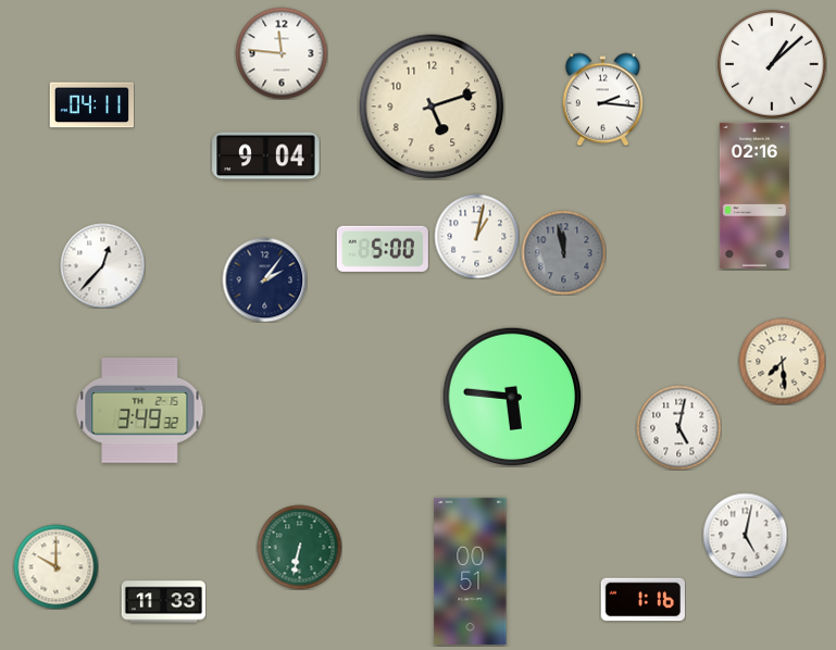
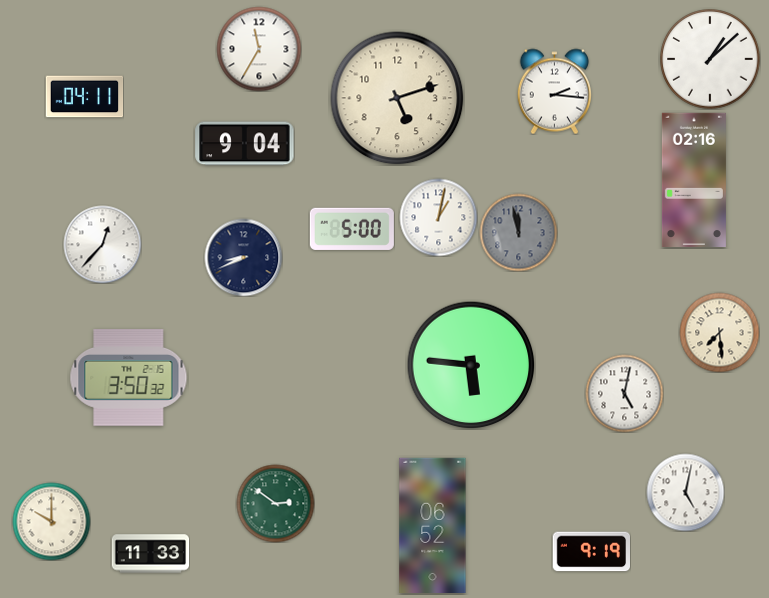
clock at (282, 53): 11:46 -> 11:35
clock at (102, 265) position: (102, 265) -> (102, 244)
clock at (264, 279): 2:06 -> 8:41
clock at (140, 411): 3:49 -> 3:50
clock at (299, 547): 6:32 -> 2:51
clock at (471, 571): 00:51 -> 06:52
clock at (642, 600): 1:16 -> 9:19
